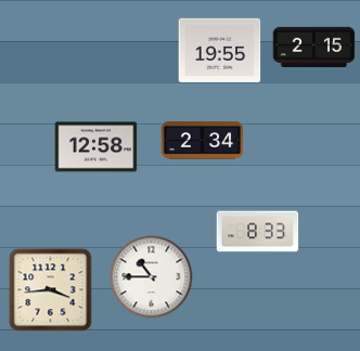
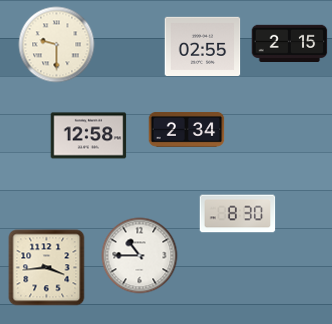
clock at (57, 45): none -> 9:30
clock at (220, 50): 19:55 -> 02:55
clock at (258, 232): 8:33 -> 8:30
